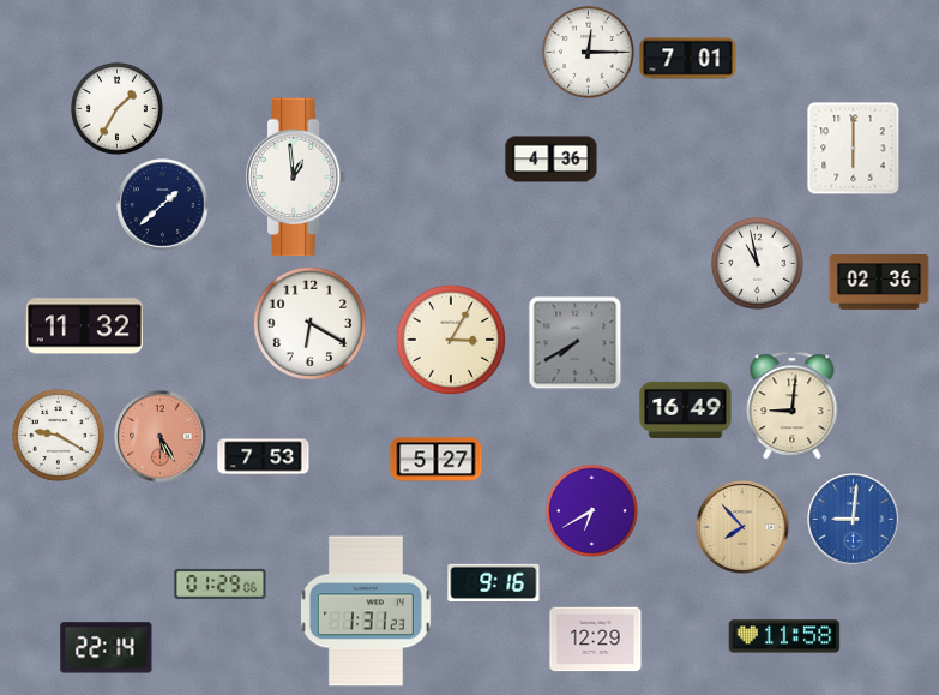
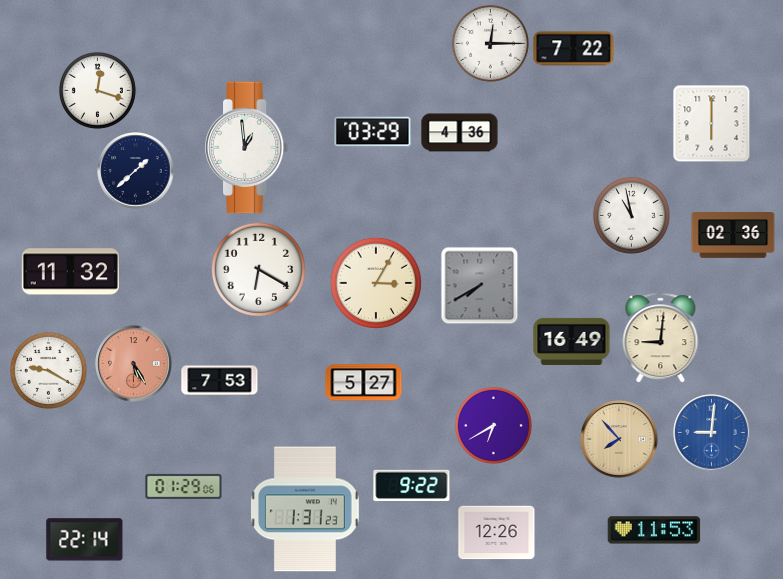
clock at (688, 59): 7:01 -> 7:22
clock at (116, 108): 1:35 -> 12:18
clock at (373, 132): none -> 03:29
clock at (757, 263) position: (757, 263) -> (631, 215)
clock at (58, 435) position: (58, 435) -> (48, 370)
clock at (494, 582): 9:16 -> 9:22
clock at (784, 636): 11:58 -> 11:53
clock at (596, 640): 12:29 -> 12:26
clock at (107, 648) position: (107, 648) -> (85, 540)
